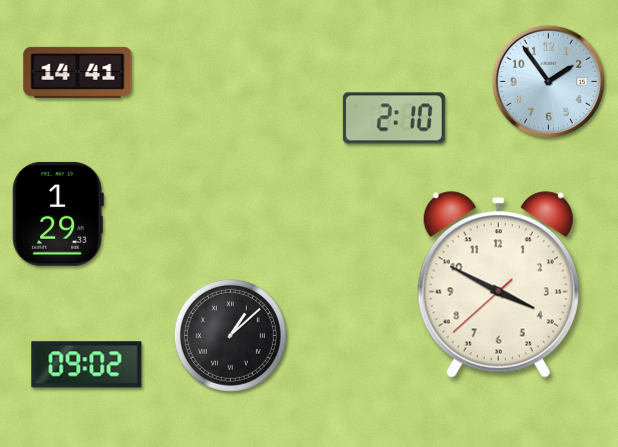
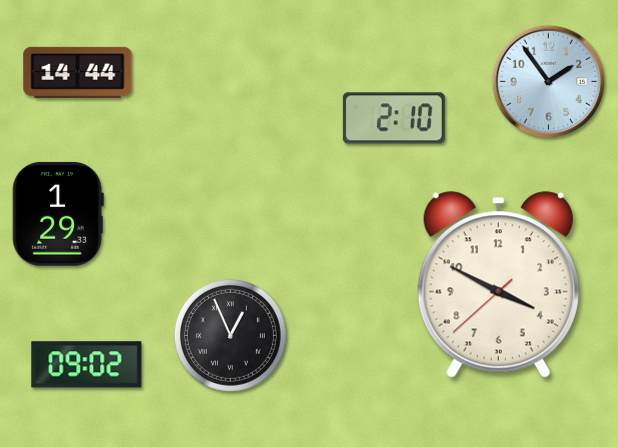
clock at (78, 72): 14:41 -> 14:44
clock at (230, 335): 1:08 -> 12:56
